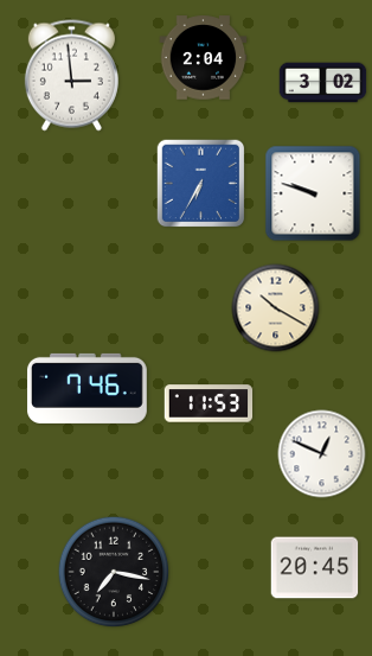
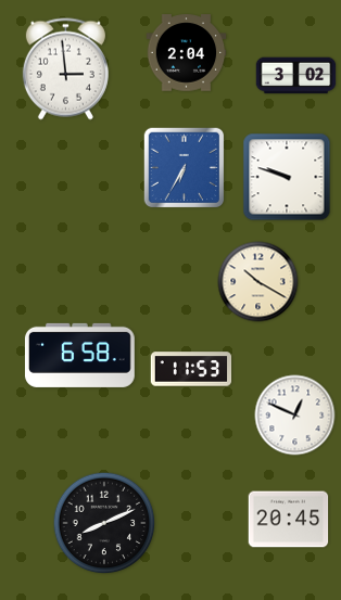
clock at (276, 308) position: (276, 308) -> (258, 282)
clock at (86, 388): 7:46 -> 6:58
clock at (114, 572): 7:17 -> 8:11
